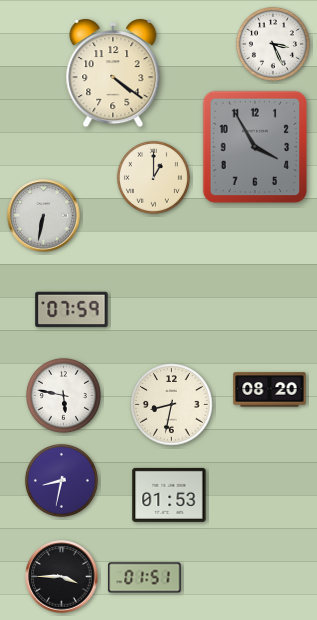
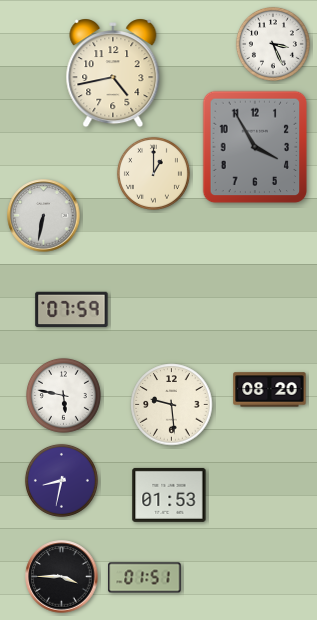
clock at (113, 73): 4:21 -> 4:43
clock at (153, 177) position: (153, 177) -> (153, 173)
clock at (172, 405): 8:32 -> 9:29
